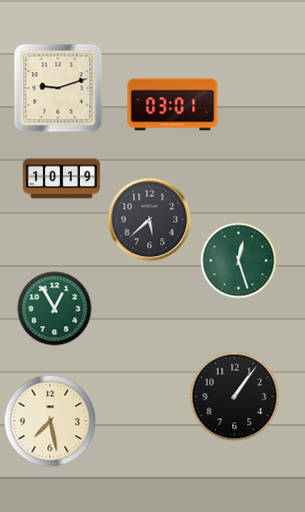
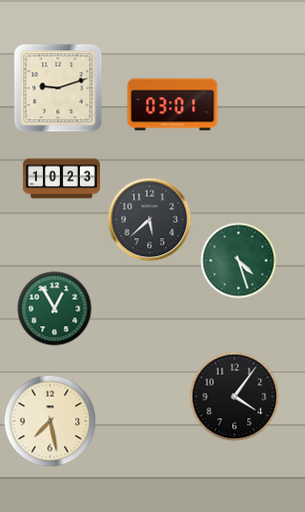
clock at (61, 179): 10:19 -> 10:23
clock at (239, 261): 12:27 -> 4:27
clock at (235, 397): 1:06 -> 4:06
